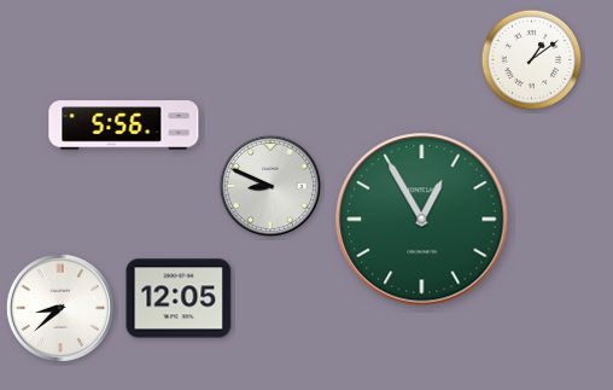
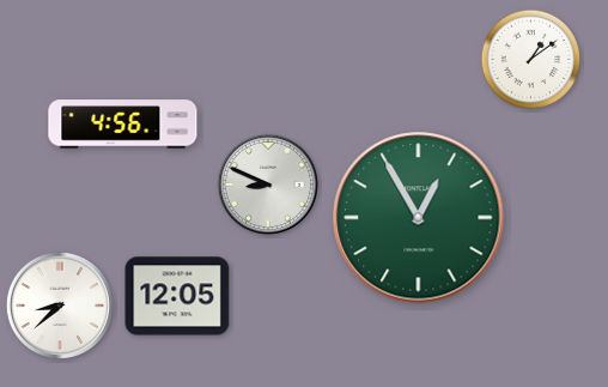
clock at (532, 60) position: (532, 60) -> (531, 60)
clock at (124, 126): 5:56 -> 4:56
